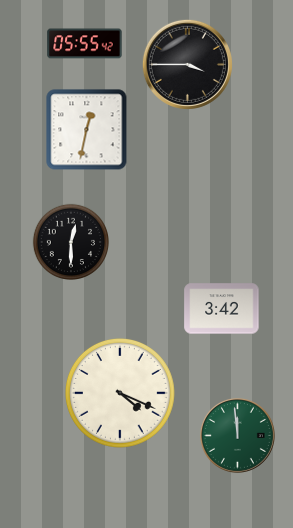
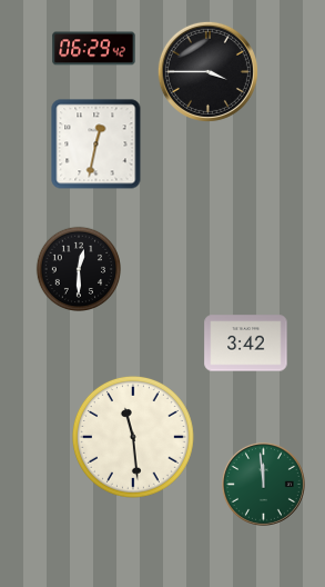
clock at (85, 44): 05:55 -> 06:29
clock at (120, 393): 4:19 -> 11:29
